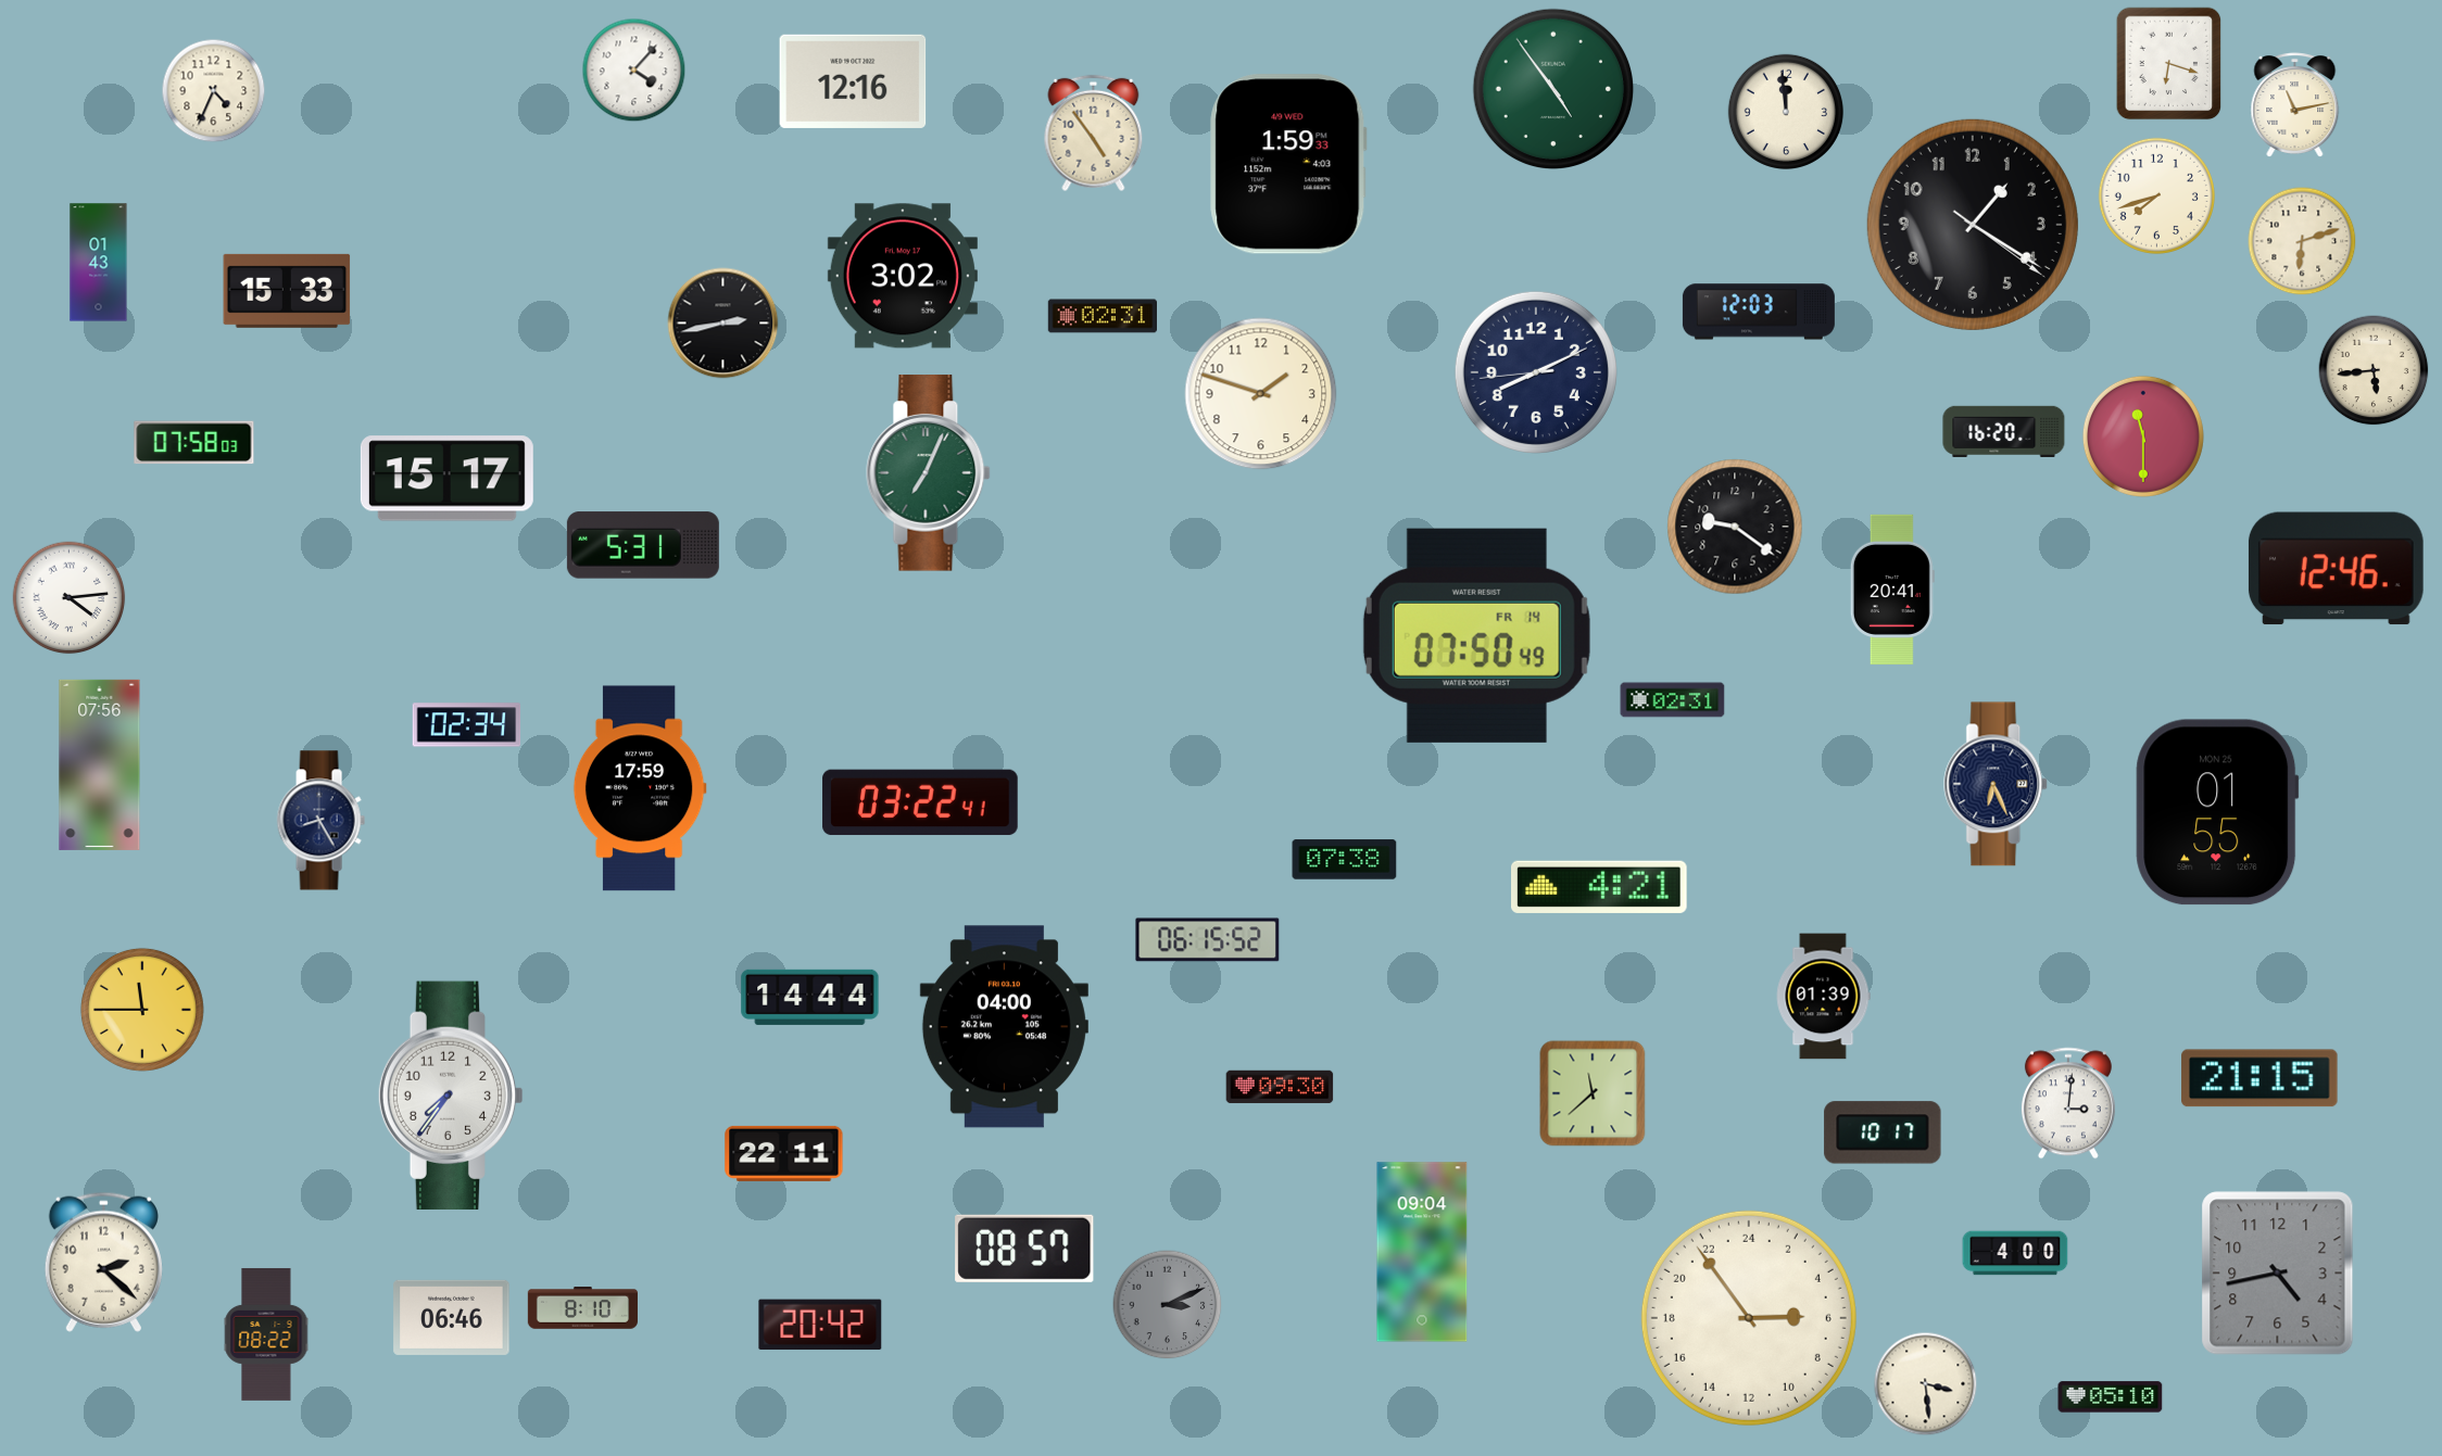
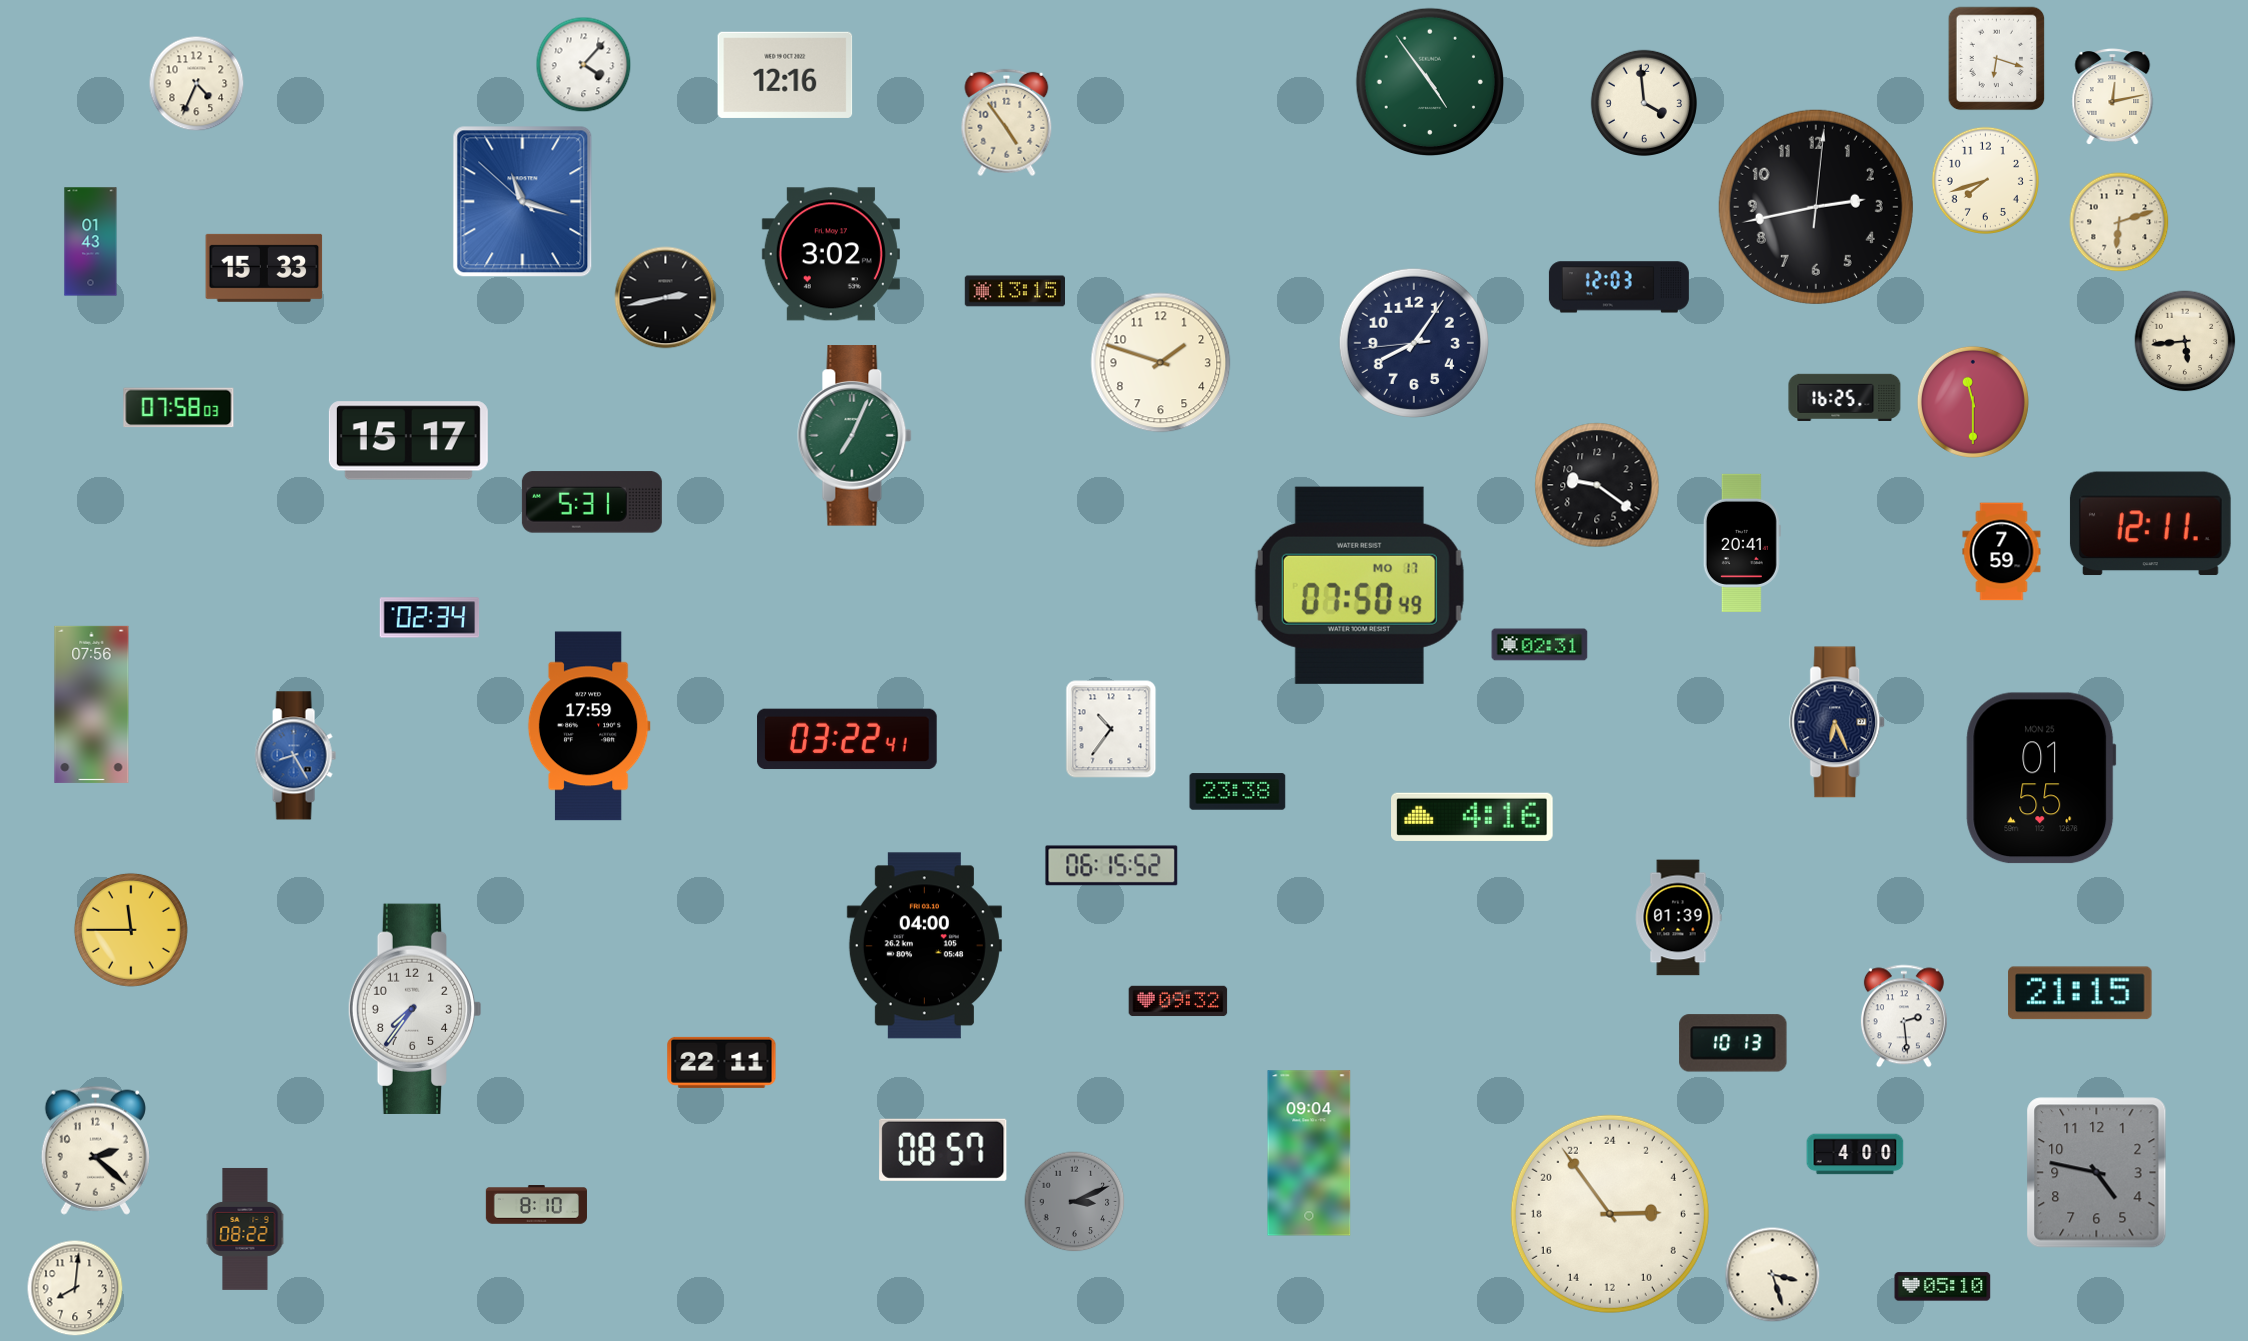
clock at (2295, 105): 11:13 -> 12:13
clock at (1785, 111): 11:59 -> 3:59
clock at (1288, 164): 1:59 -> none
clock at (523, 202): none -> 11:17
clock at (1973, 225): 1:20 -> 2:43
clock at (1102, 316): 02:31 -> 13:15
clock at (1536, 372): 8:10 -> 8:05
clock at (2004, 431): 16:20 -> 16:25
clock at (446, 479) position: (446, 479) -> (408, 441)
clock at (2336, 569): 12:46 -> 12:11
clock at (70, 598): 4:14 -> none
clock at (2002, 552): none -> 7:59
clock at (1476, 635) date: FR 14 -> MO 17
clock at (467, 725) position: (467, 725) -> (430, 618)
clock at (1111, 729): none -> 10:36
clock at (2217, 812) position: (2217, 812) -> (2041, 778)
clock at (320, 821) dial: navy -> blue
clock at (1345, 860): 07:38 -> 23:38
clock at (1599, 887): 4:21 -> 4:16
clock at (810, 997): 14:44 -> none
clock at (1280, 1087): 09:30 -> 09:32
clock at (1593, 1093): 11:38 -> none
clock at (2068, 1103): 3:01 -> 2:29
clock at (1883, 1132): 10:17 -> 10:13
clock at (103, 1262) position: (103, 1262) -> (95, 1150)
clock at (2278, 1274): 4:43 -> 4:47
clock at (452, 1317): 06:46 -> none
clock at (820, 1325): 20:42 -> none
clock at (1926, 1384): 3:29 -> 3:27
clock at (75, 1288): none -> 8:01
